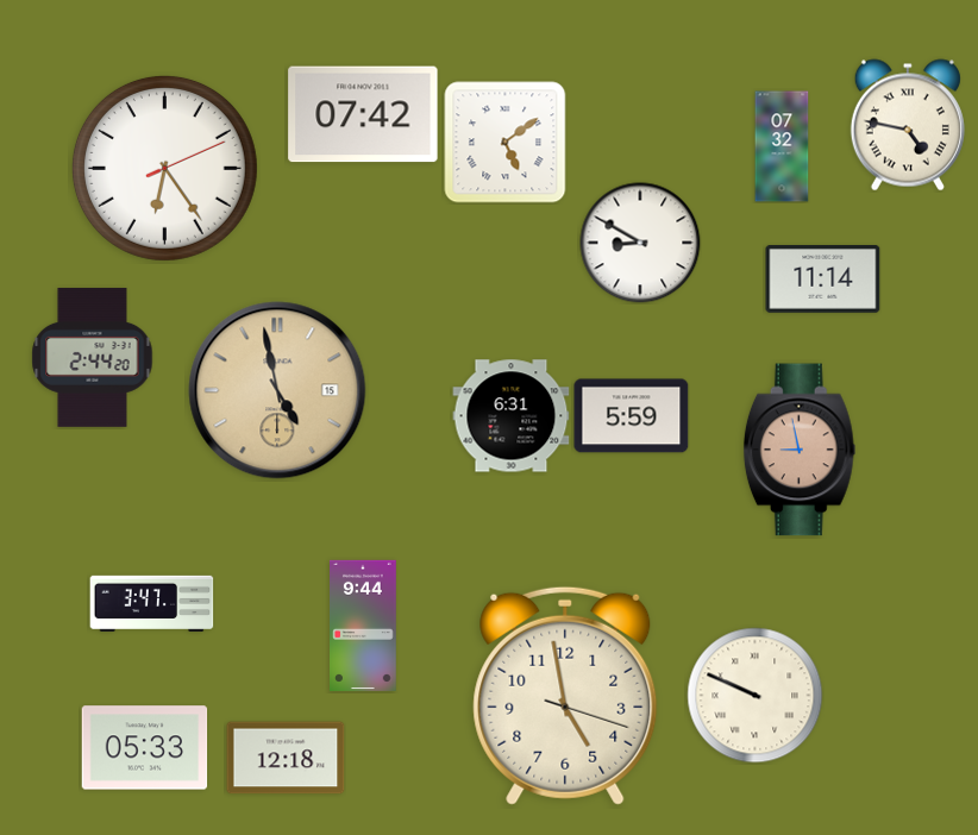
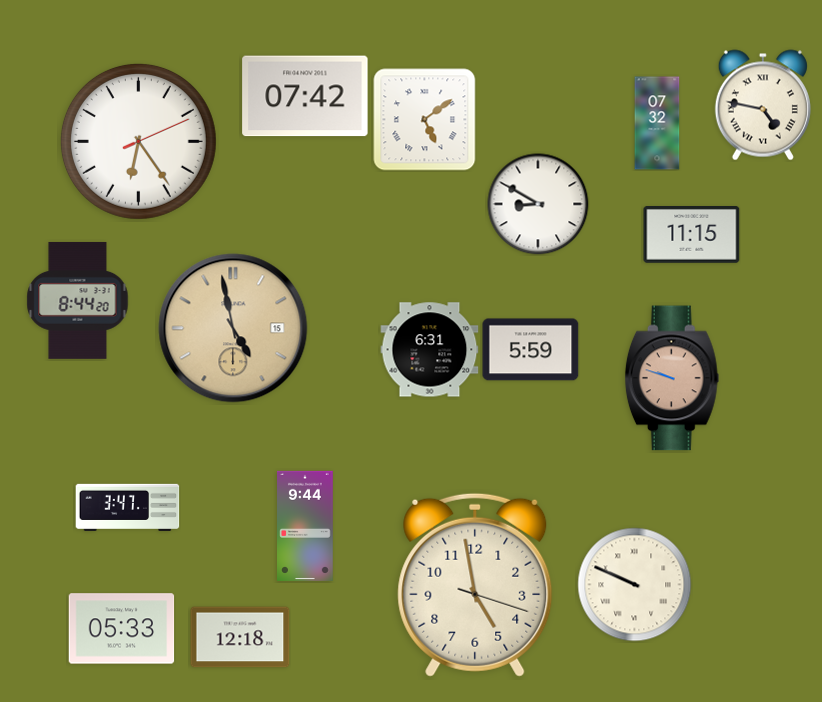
clock at (823, 280): 11:14 -> 11:15
clock at (93, 357): 2:44 -> 8:44
clock at (800, 450): 8:58 -> 9:48
